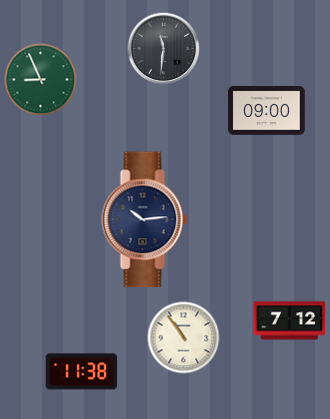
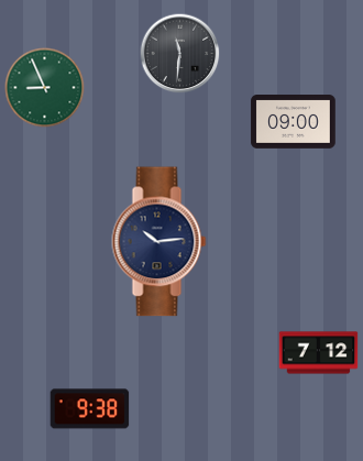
clock at (184, 338): 10:54 -> none
clock at (82, 372): 11:38 -> 9:38
